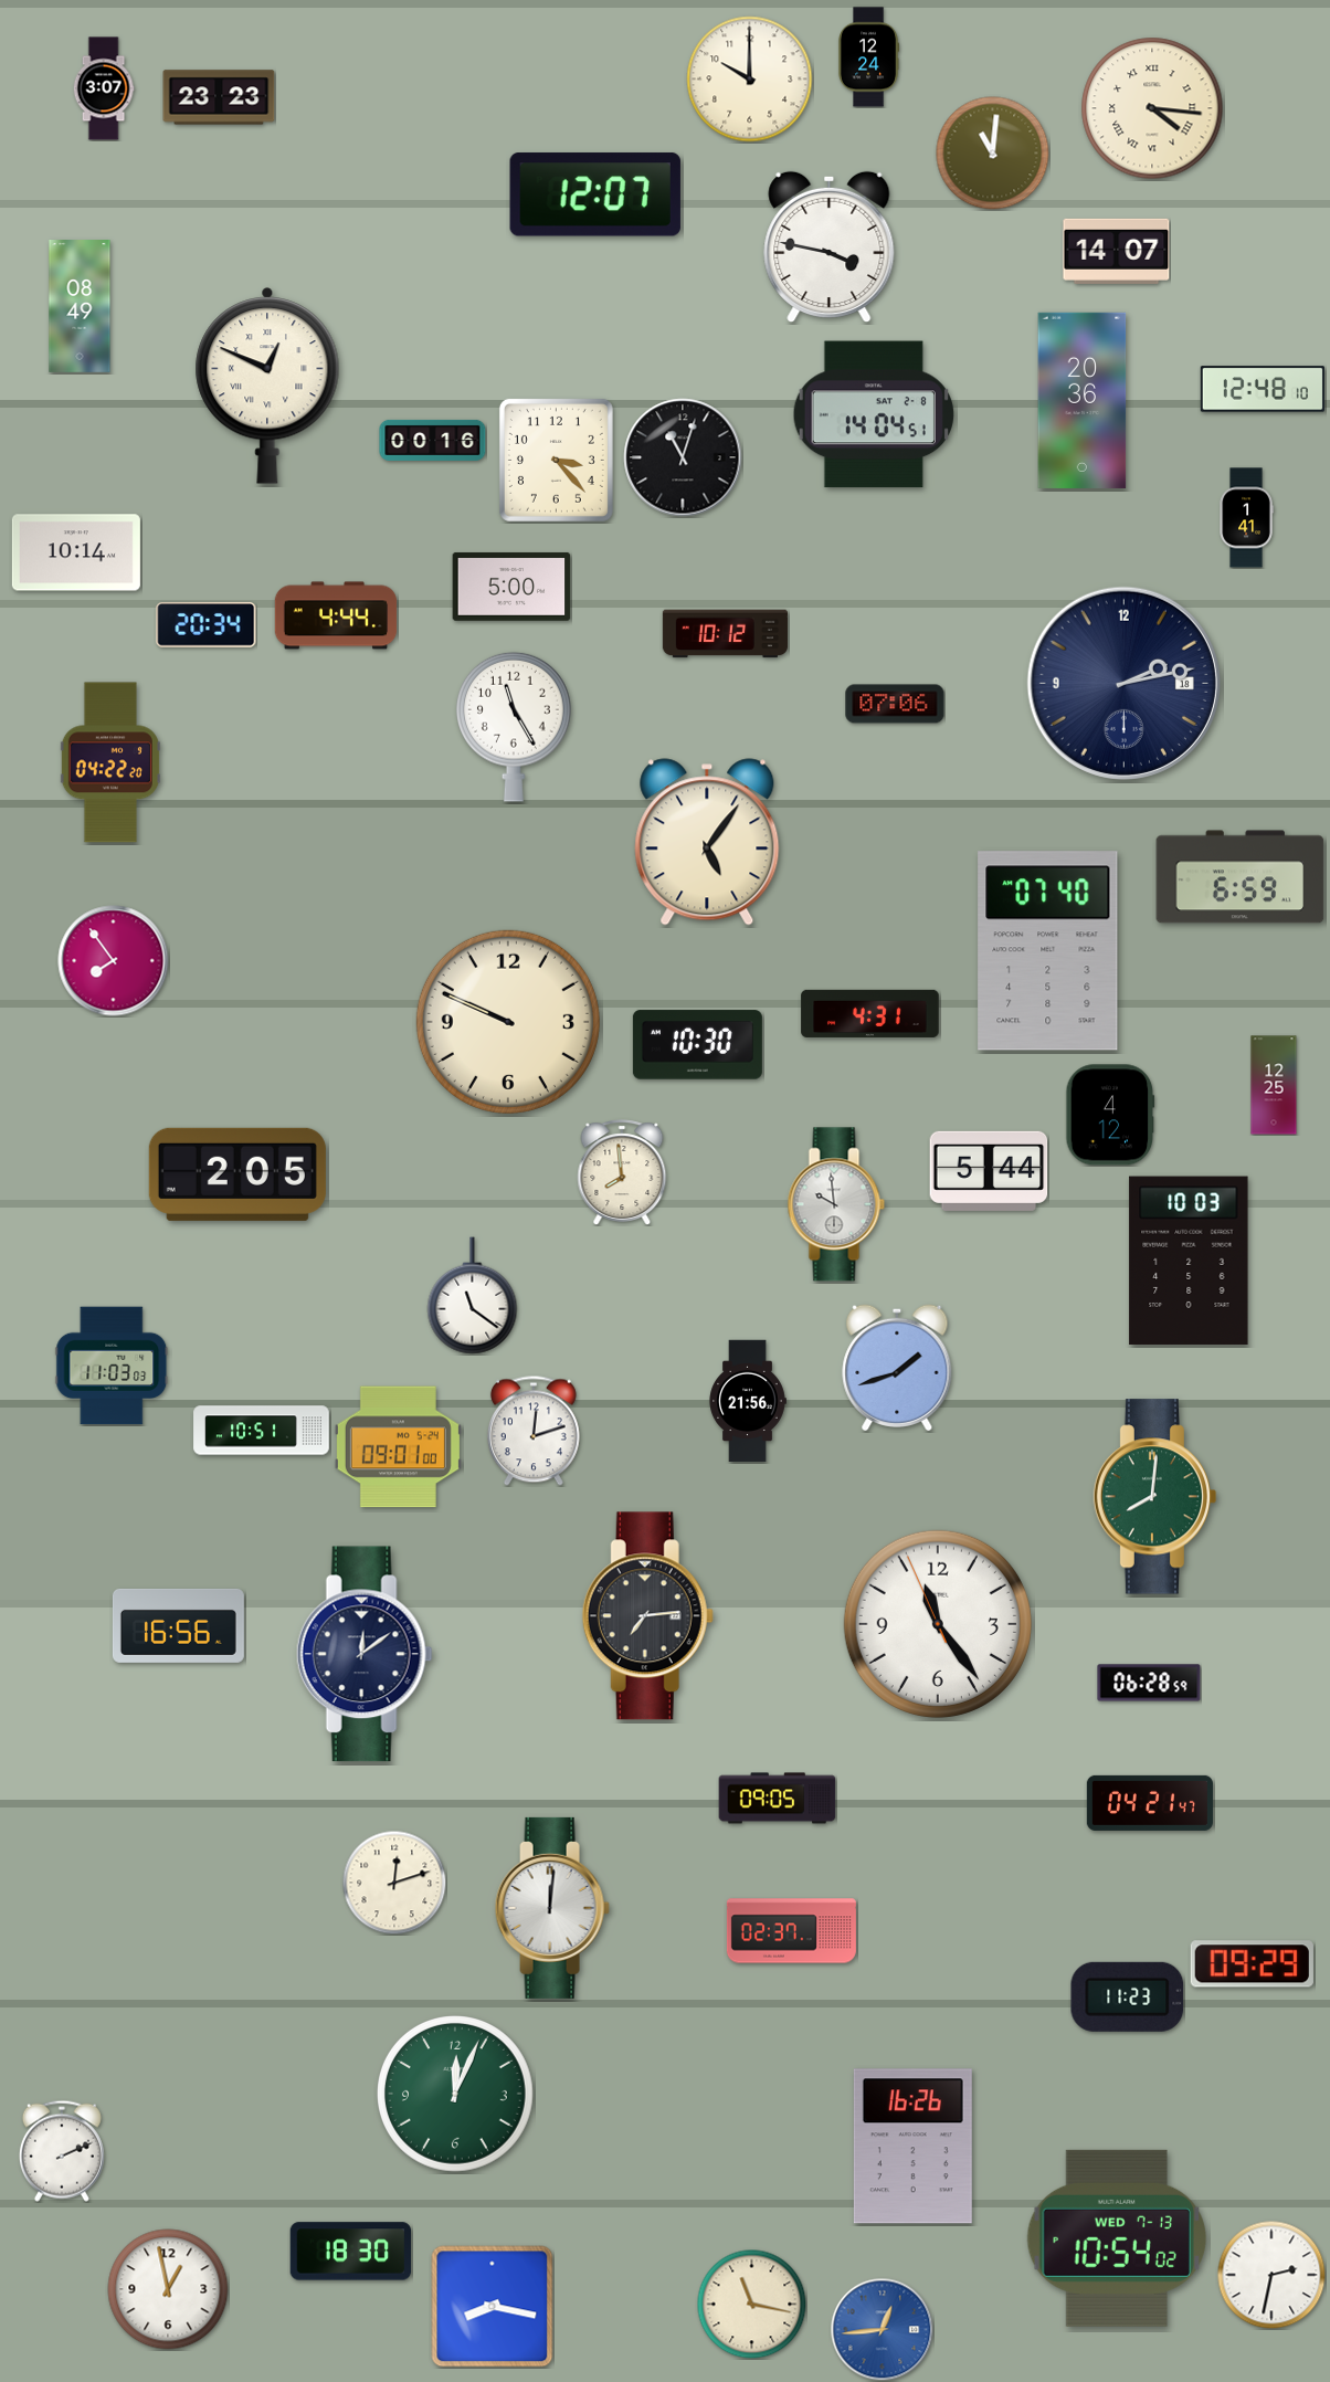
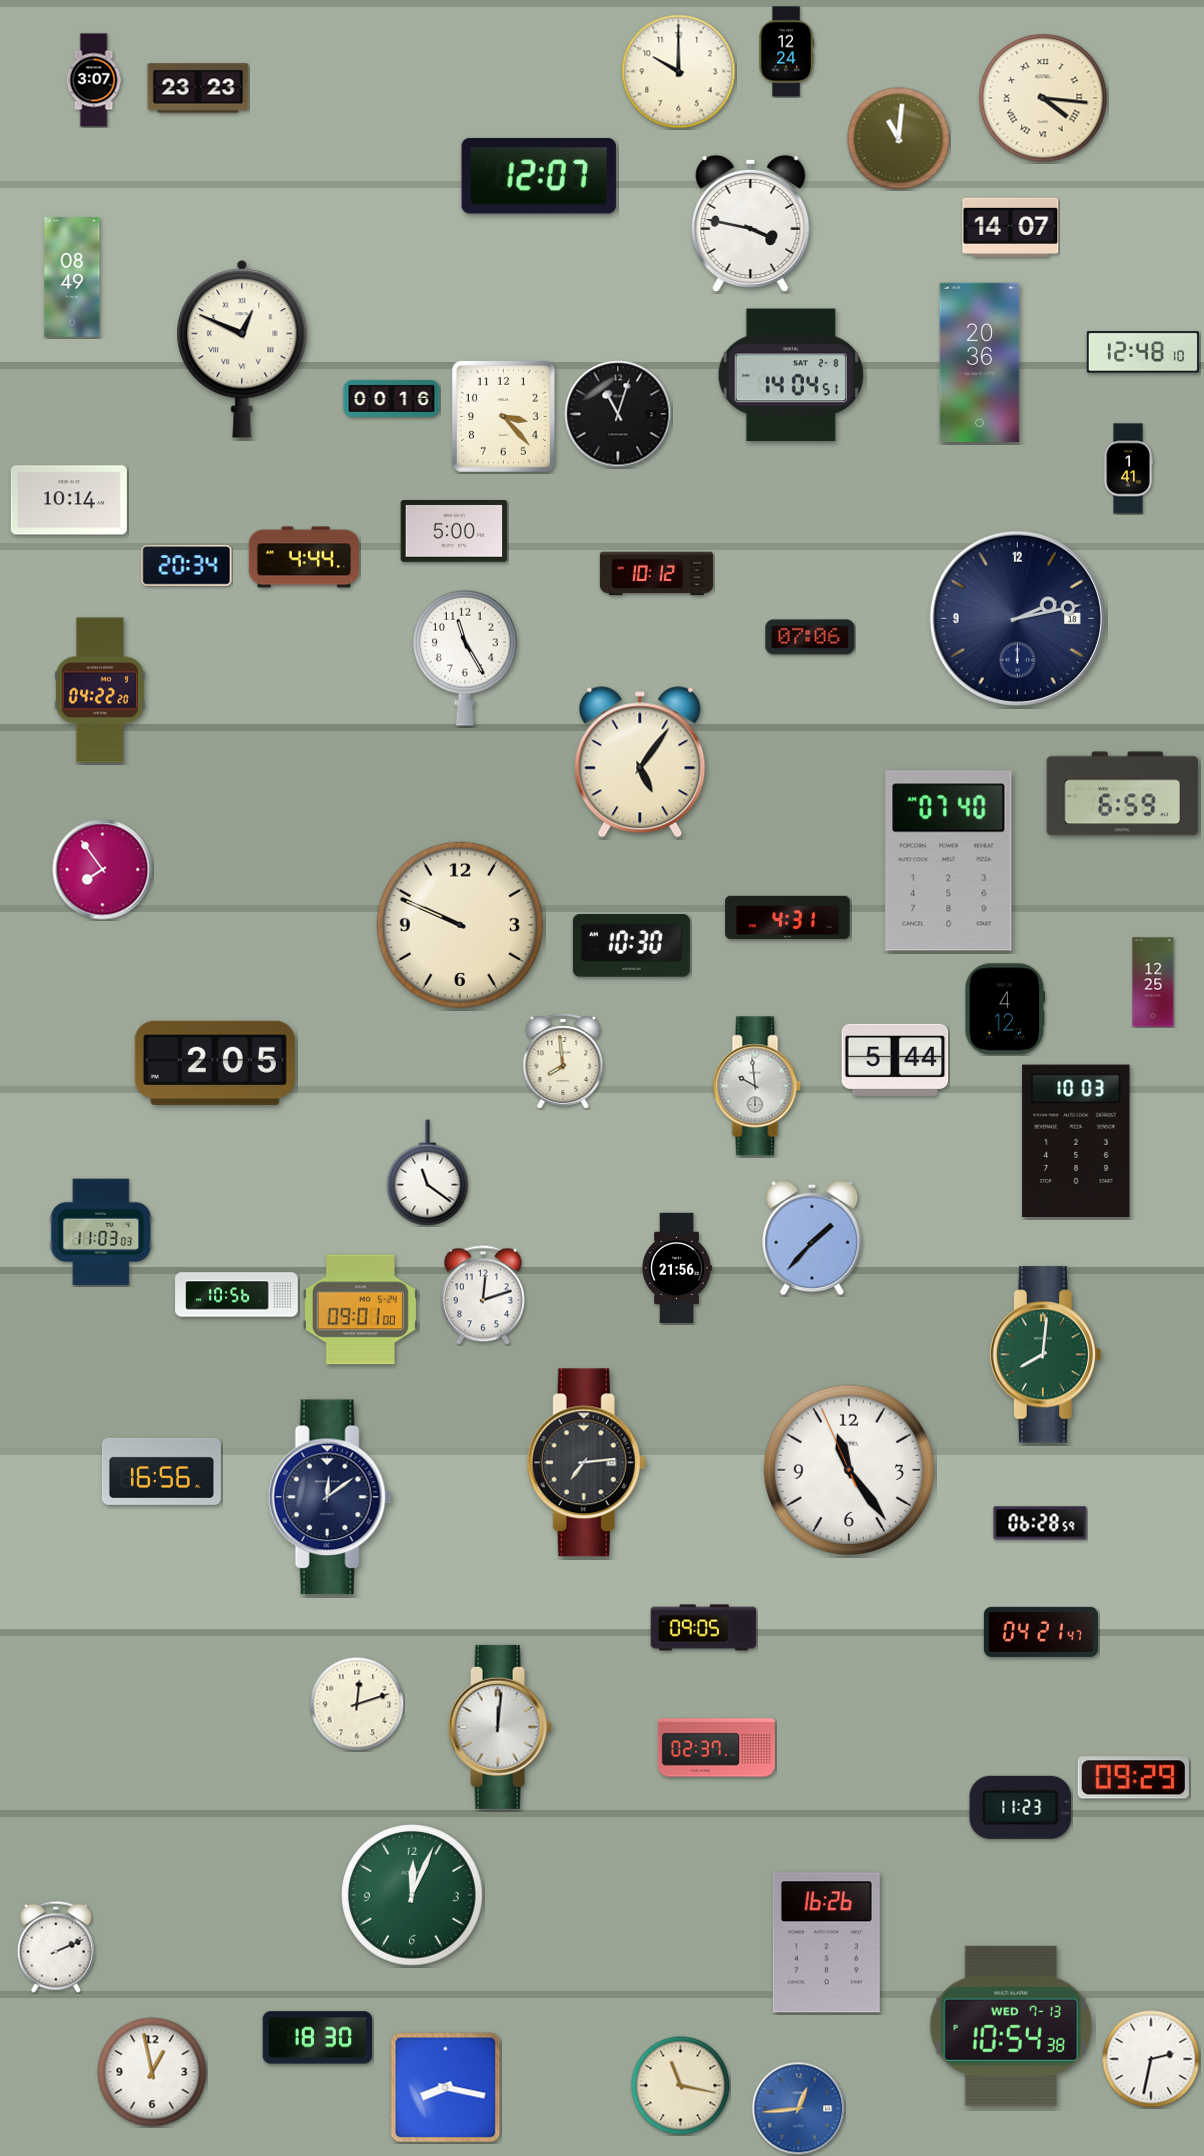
clock at (511, 587) position: (511, 587) -> (454, 531)
clock at (836, 1204) position: (836, 1204) -> (757, 1086)
clock at (112, 1366) position: (112, 1366) -> (101, 1232)
clock at (897, 1367): 1:42 -> 1:37
clock at (262, 1431): 10:51 -> 10:56
clock at (1116, 2238): 10:54:02 -> 10:54:38
